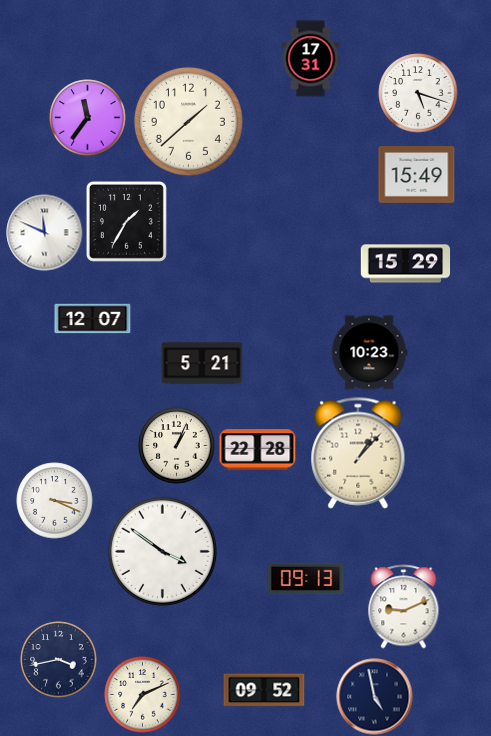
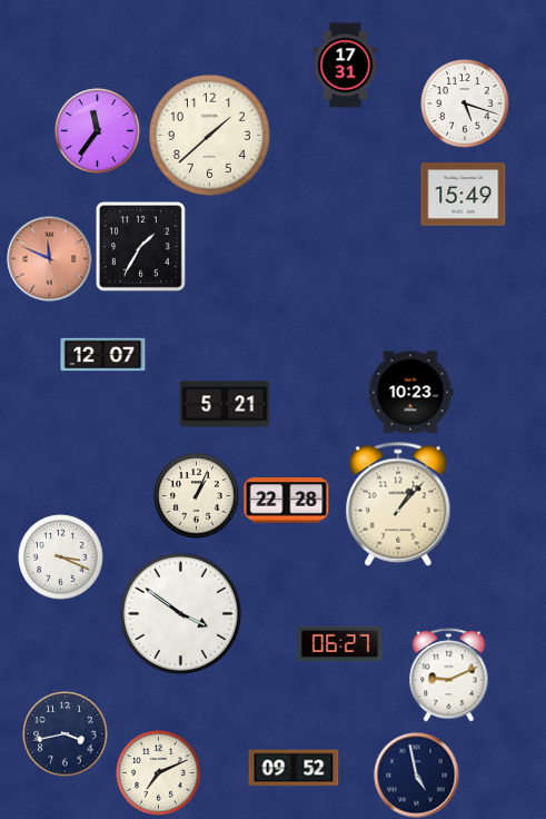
clock at (45, 233) dial: white -> salmon
clock at (406, 264): 15:29 -> none
clock at (306, 579): 09:13 -> 06:27
